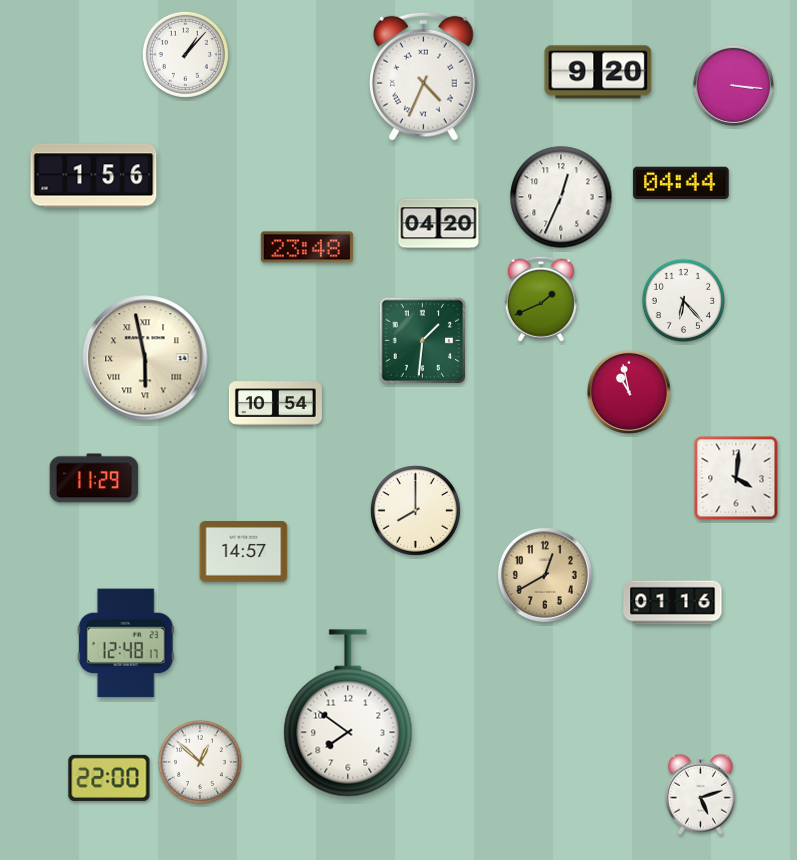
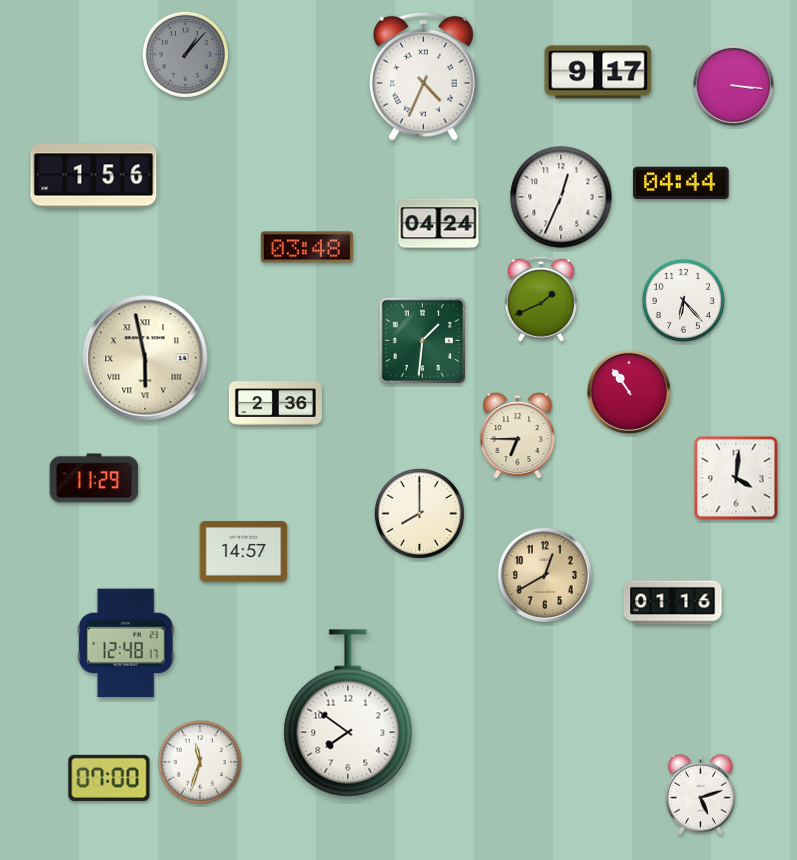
clock at (185, 54) dial: white -> grey
clock at (598, 72): 9:20 -> 9:17
clock at (439, 224): 04:20 -> 04:24
clock at (307, 247): 23:48 -> 03:48
clock at (629, 392): 10:58 -> 10:54
clock at (275, 404): 10:54 -> 2:36
clock at (518, 436): none -> 6:45
clock at (415, 510) position: (415, 510) -> (419, 513)
clock at (200, 762): 12:52 -> 11:33
clock at (109, 778): 22:00 -> 07:00
